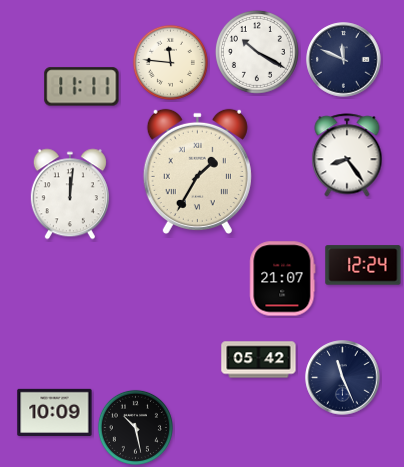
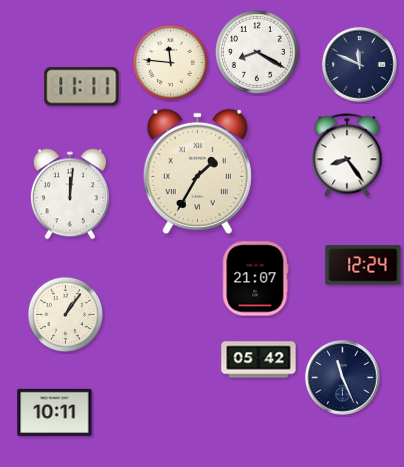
clock at (257, 52): 10:20 -> 8:20
clock at (344, 60) position: (344, 60) -> (360, 65)
clock at (283, 279) position: (283, 279) -> (256, 279)
clock at (65, 314): none -> 1:06
clock at (55, 412): 10:09 -> 10:11
clock at (135, 427): 10:28 -> none
